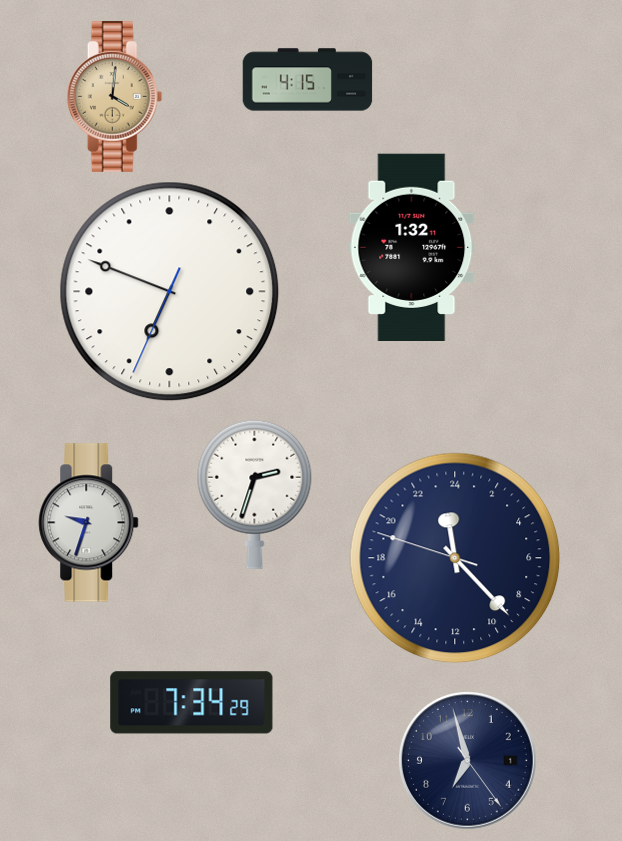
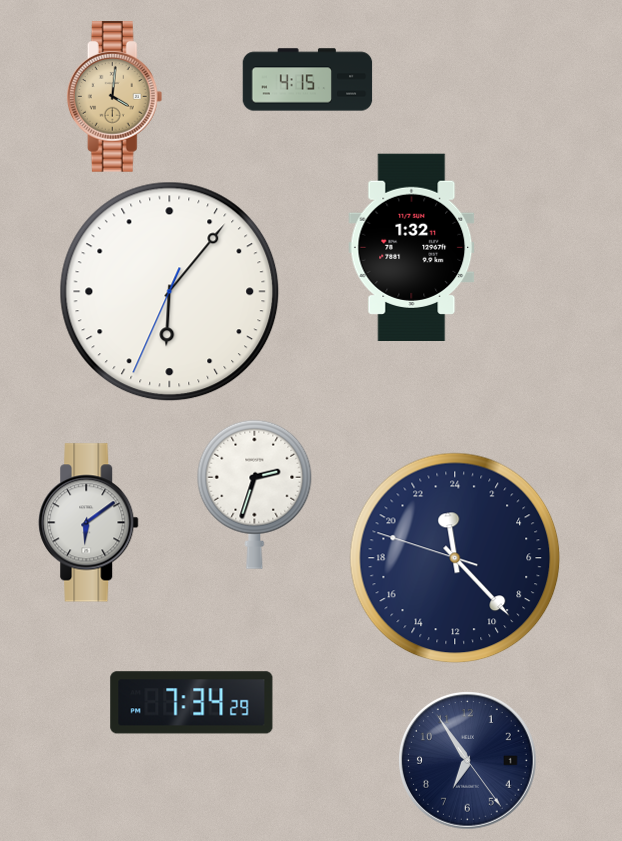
clock at (170, 292): 6:48 -> 6:06
clock at (89, 523): 9:33 -> 6:09
clock at (468, 761): 6:57 -> 6:54
